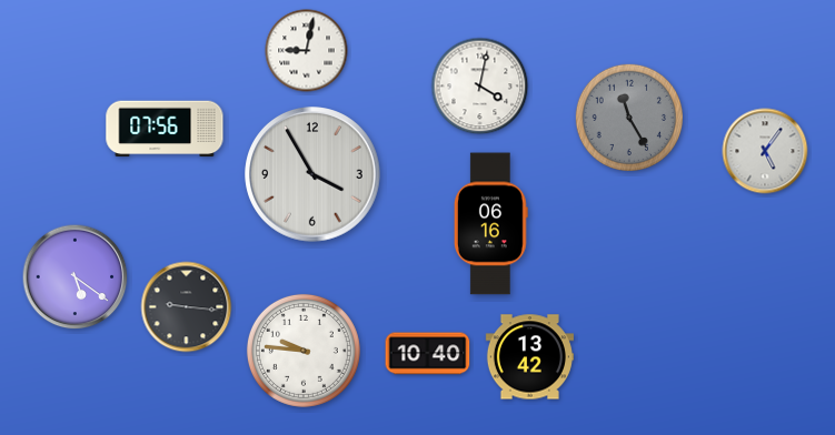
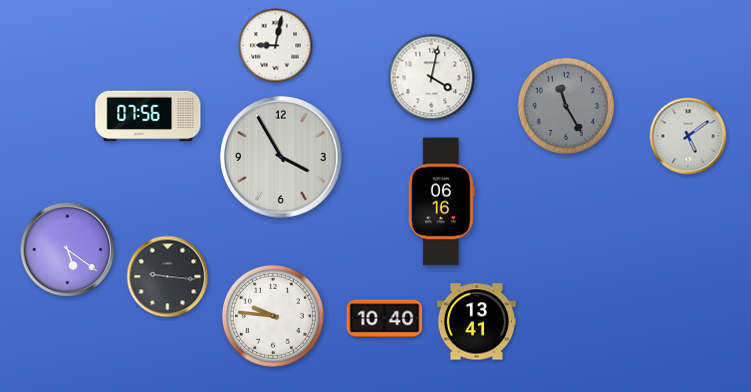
clock at (765, 151): 5:06 -> 5:09
clock at (529, 357): 13:42 -> 13:41
